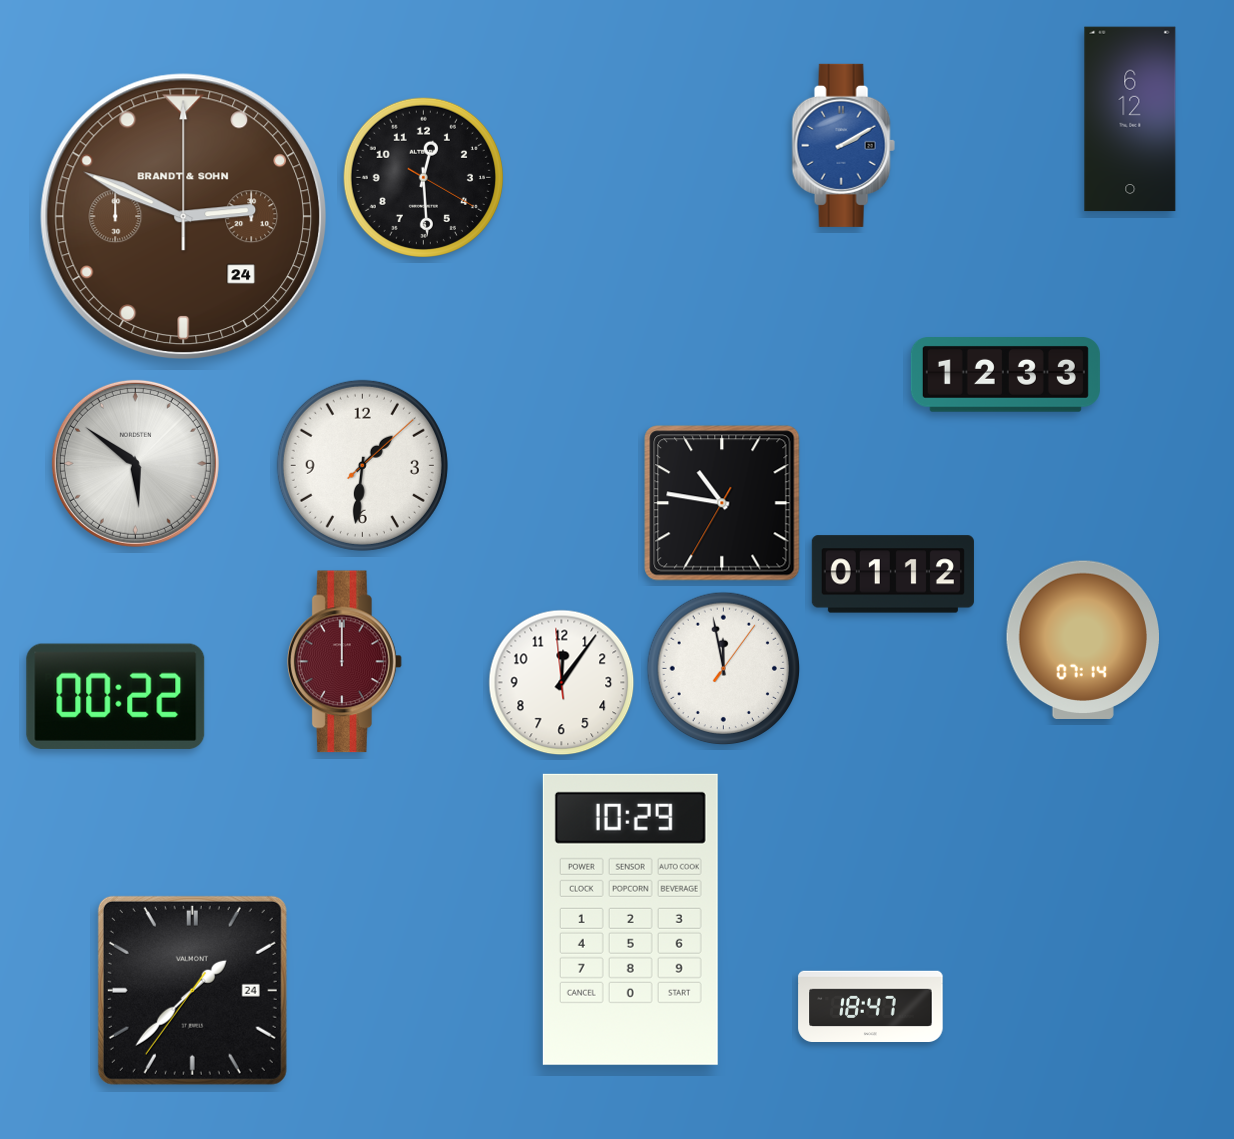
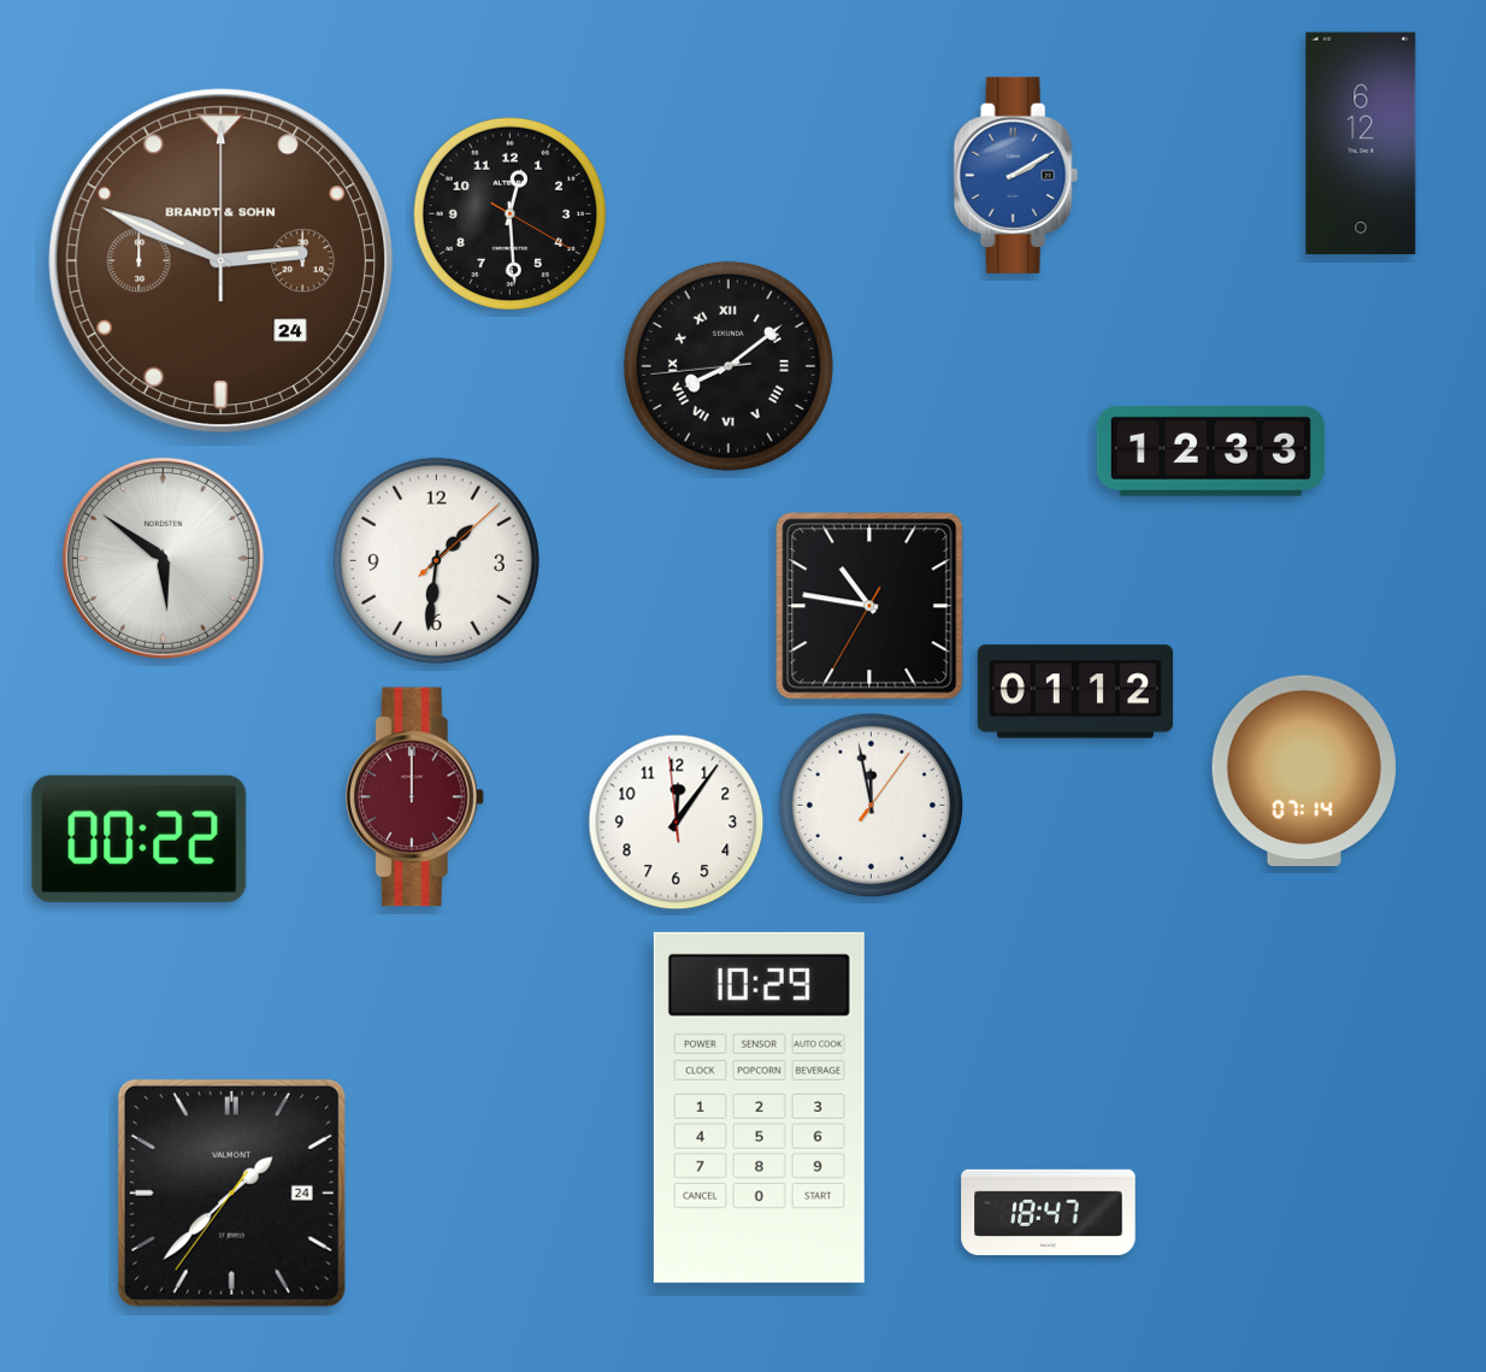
clock at (729, 366): none -> 8:08
